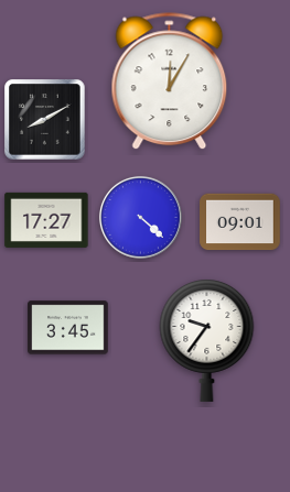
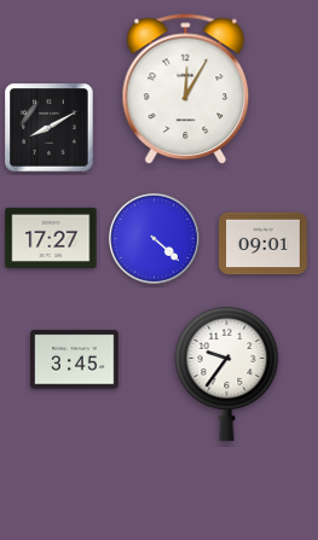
clock at (45, 120) position: (45, 120) -> (50, 128)
clock at (46, 220) position: (46, 220) -> (51, 238)
